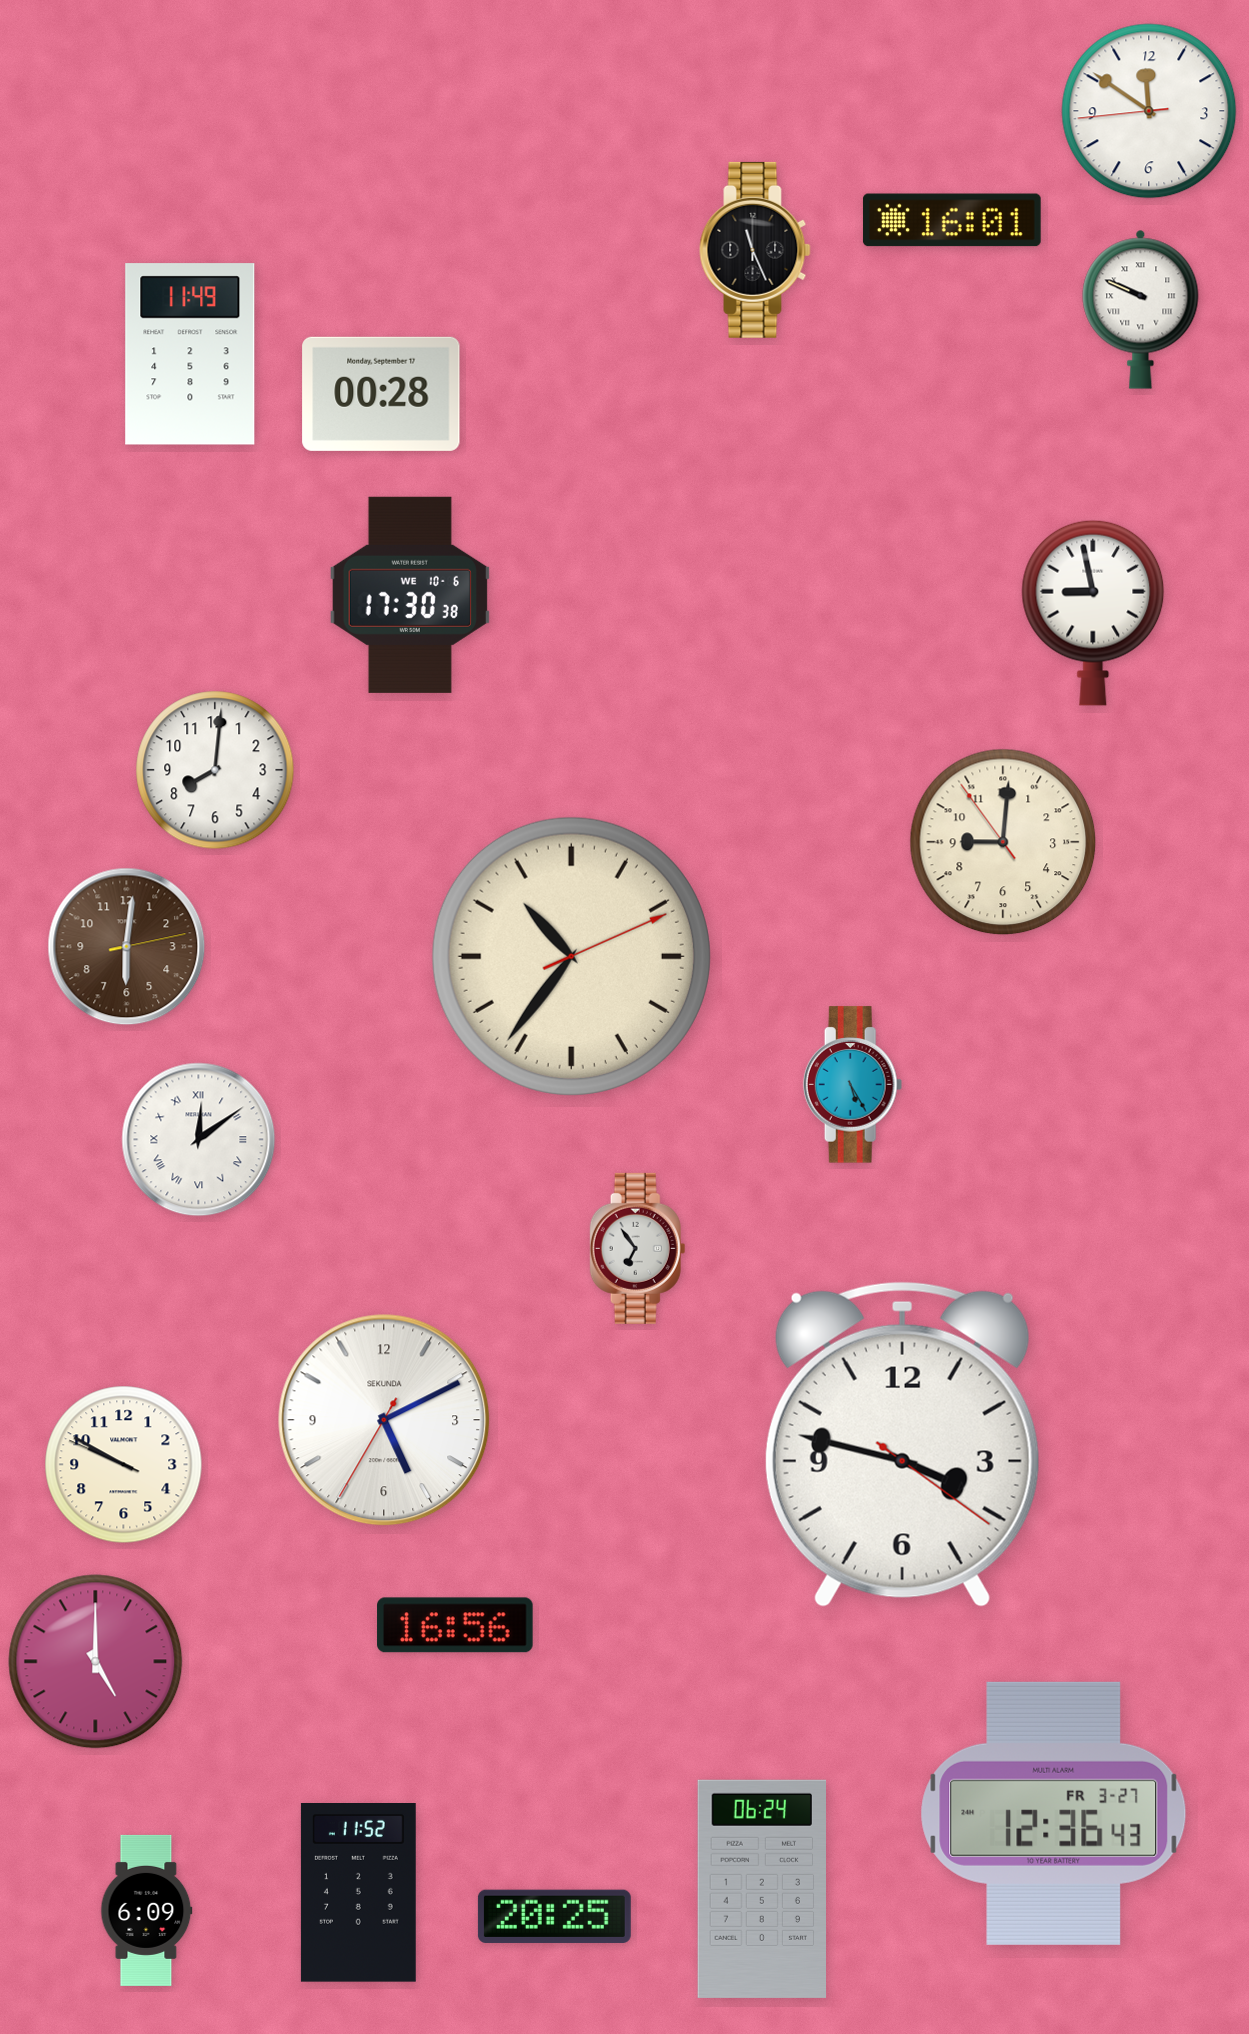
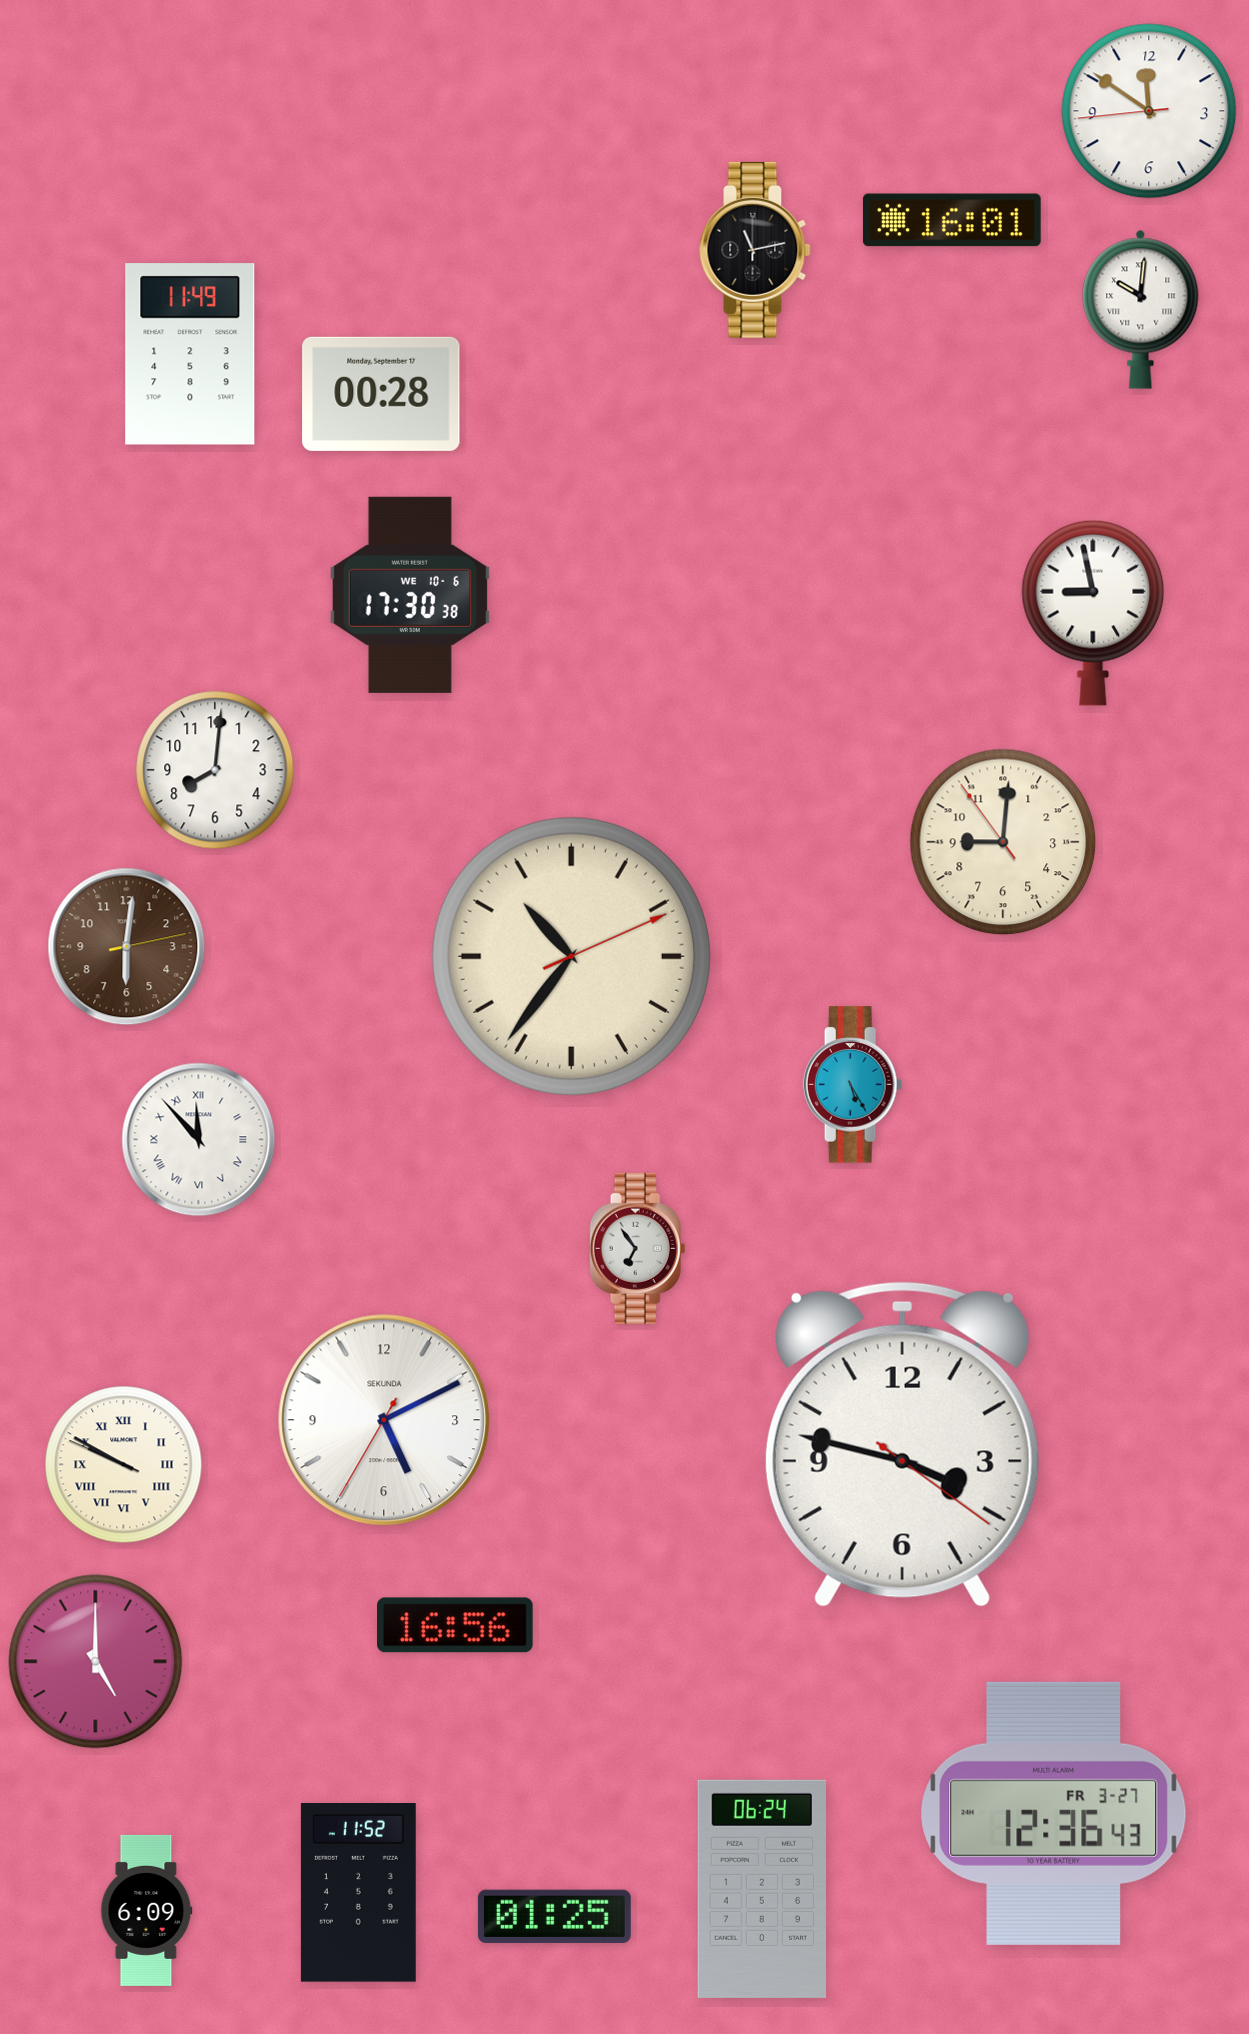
clock at (755, 250): 11:26 -> 11:13
clock at (1141, 309): 9:49 -> 10:01
clock at (199, 1140): 12:09 -> 11:53
clock at (124, 1465) numerals: Arabic -> Roman
clock at (554, 1916): 20:25 -> 01:25
